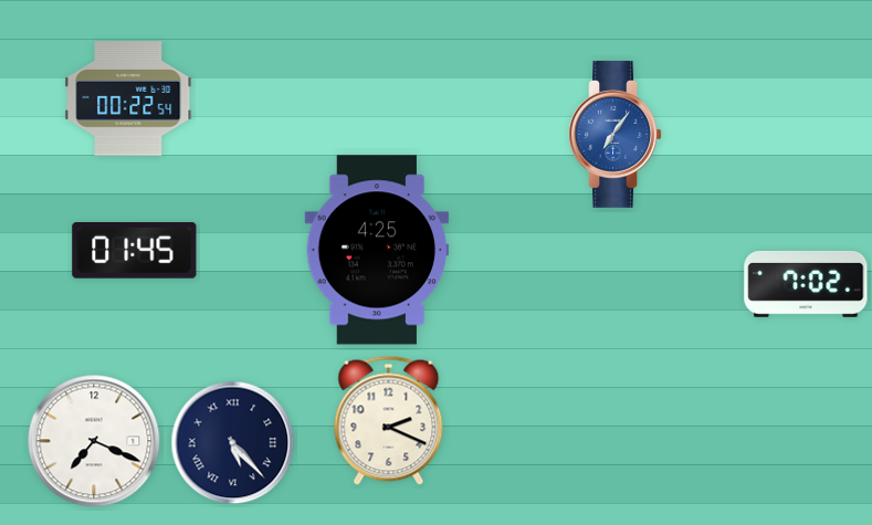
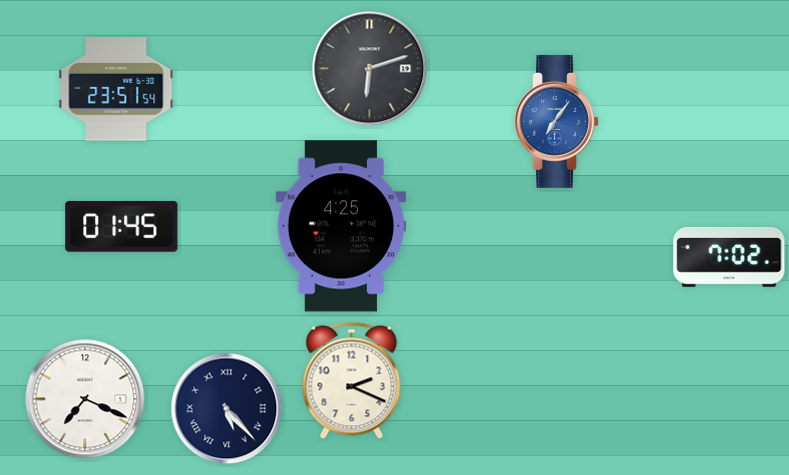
clock at (370, 69): none -> 6:12
clock at (128, 98): 00:22 -> 23:51
clock at (233, 443) position: (233, 443) -> (227, 409)
